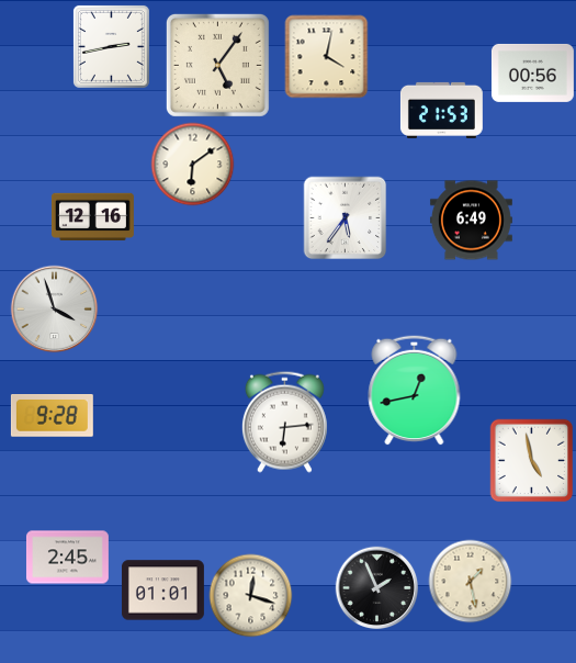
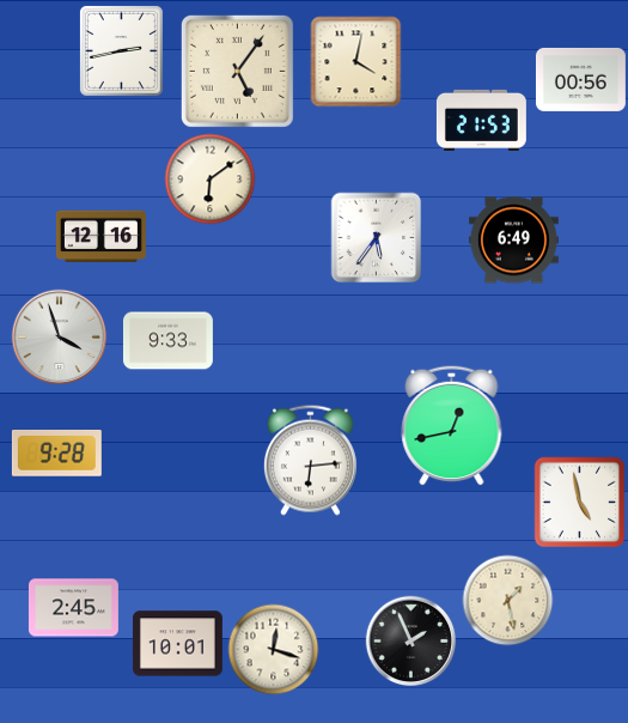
clock at (167, 341): none -> 9:33
clock at (471, 582) position: (471, 582) -> (508, 601)
clock at (162, 591): 01:01 -> 10:01
